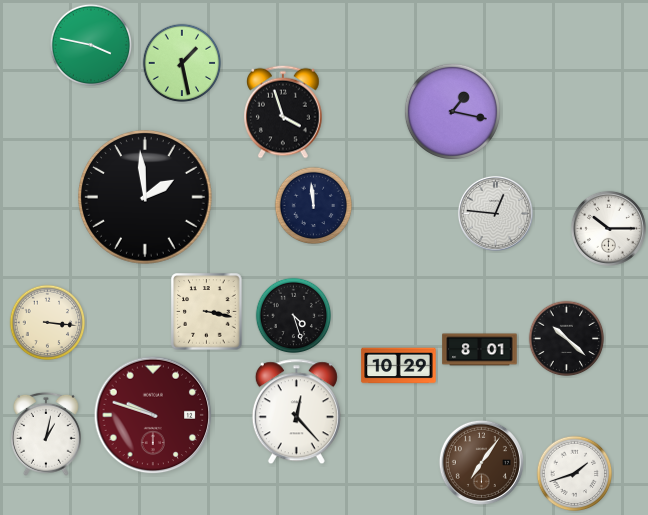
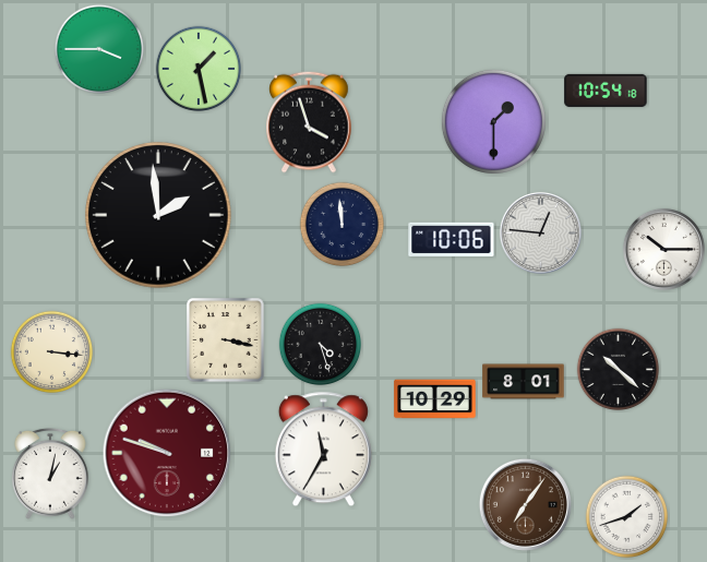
clock at (90, 44): 3:47 -> 3:45
clock at (606, 91): none -> 10:54
clock at (452, 111): 1:17 -> 1:30
clock at (452, 240): none -> 10:06
clock at (296, 412): 12:23 -> 11:35
